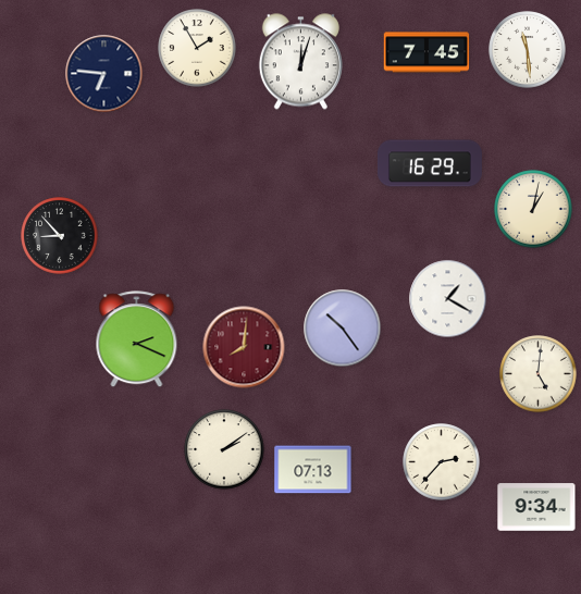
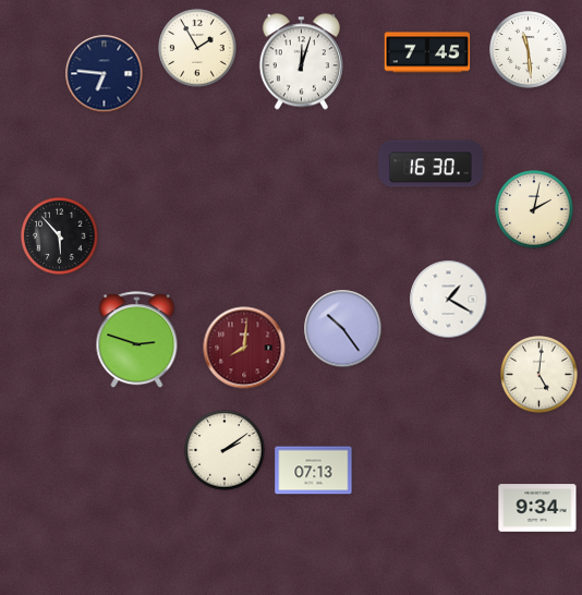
clock at (430, 163): 16:29 -> 16:30
clock at (533, 209): 1:02 -> 2:02
clock at (60, 236): 8:53 -> 5:53
clock at (137, 339): 2:19 -> 2:48
clock at (442, 462): 2:37 -> none
